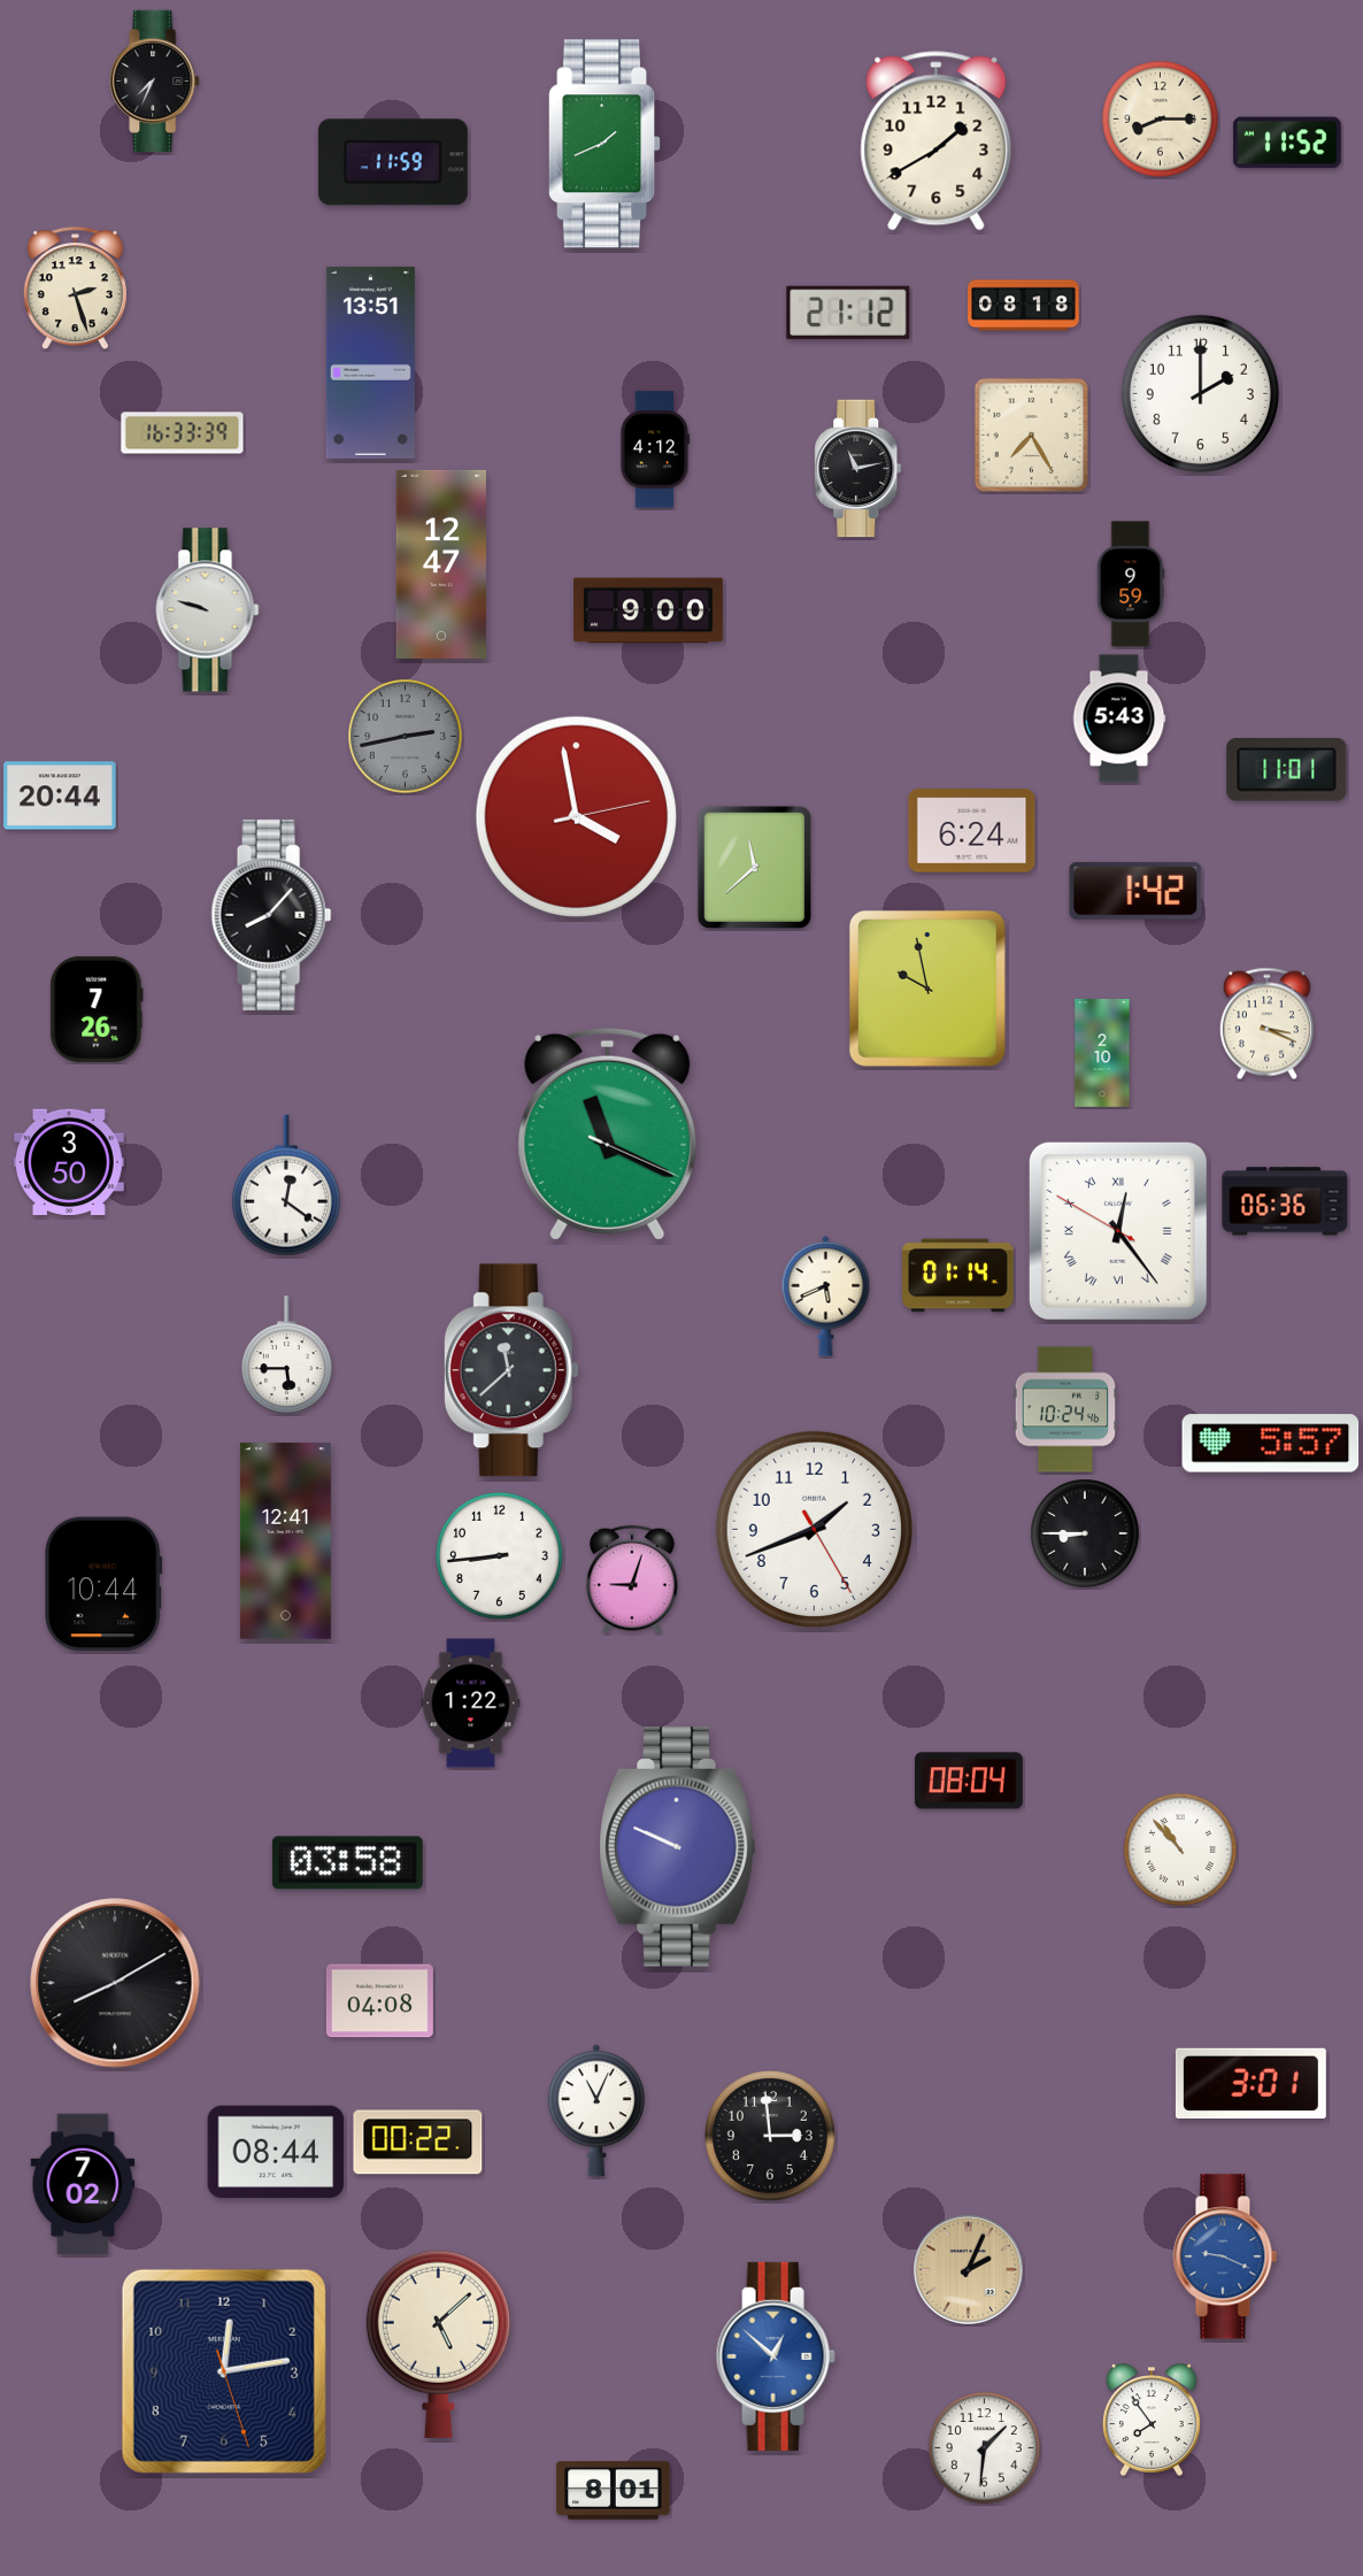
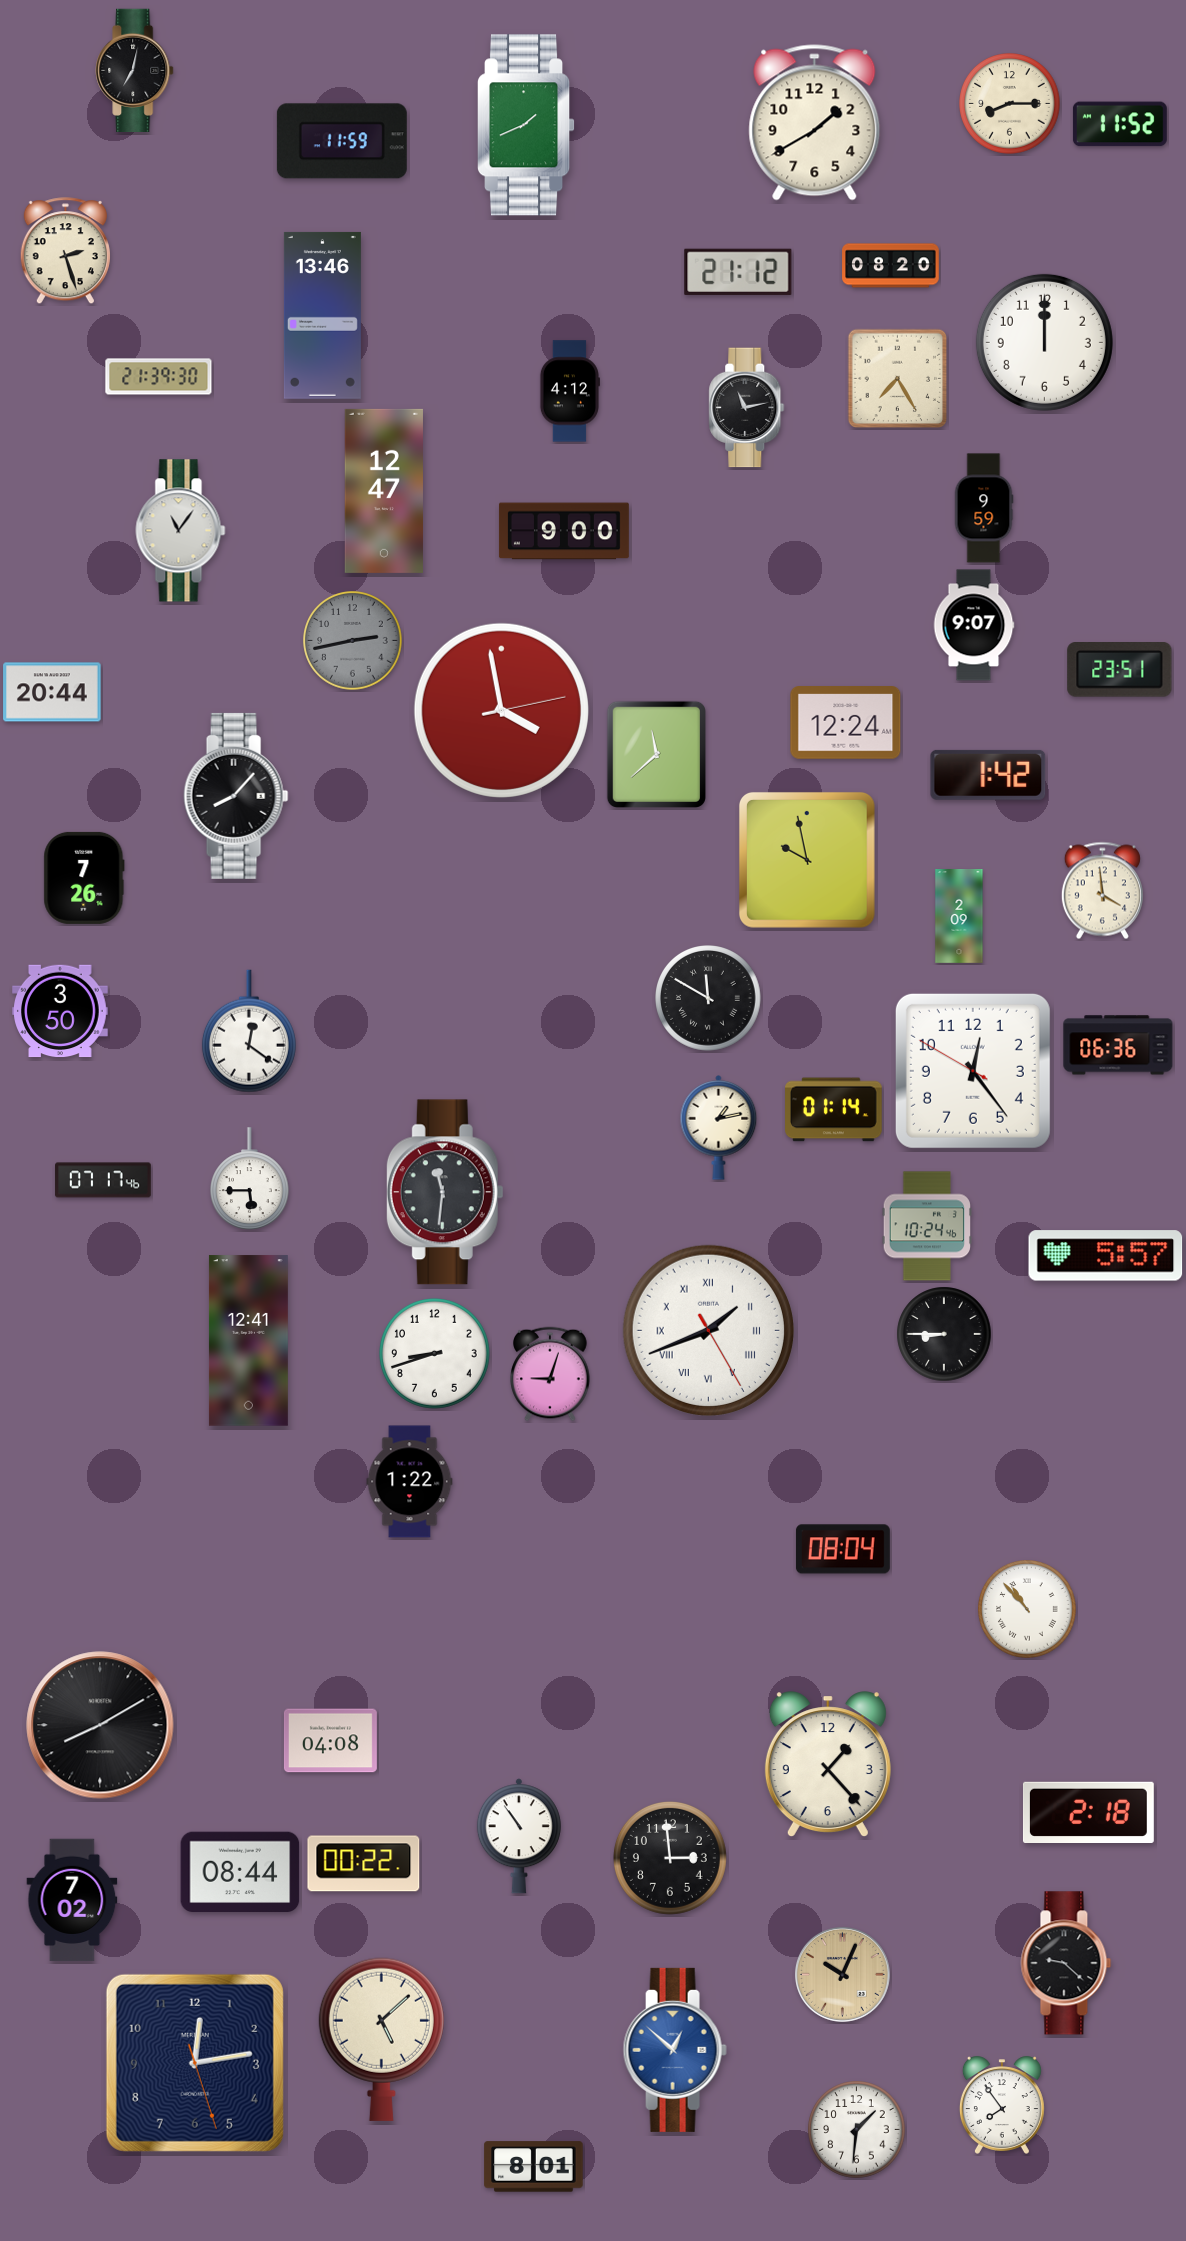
clock at (155, 80): 7:34 -> 7:02
clock at (1024, 306): 08:18 -> 08:20
clock at (370, 362): 13:51 -> 13:46
clock at (1200, 393): 2:00 -> 12:00
clock at (183, 433): 16:33 -> 21:39
clock at (208, 610): 9:48 -> 11:06
clock at (1119, 718): 5:43 -> 9:07
clock at (1287, 770): 11:01 -> 23:51
clock at (972, 831): 6:24 -> 12:24
clock at (1266, 1024): 3:19 -> 3:59
clock at (1102, 1054): 2:10 -> 2:09
clock at (608, 1133): 11:19 -> none
clock at (709, 999): none -> 11:50
clock at (1118, 1231) numerals: Roman -> Arabic
clock at (826, 1297): 5:41 -> 1:13
clock at (103, 1180): none -> 07:17
clock at (511, 1370): 11:38 -> 11:31
clock at (814, 1529) numerals: Arabic -> Roman
clock at (499, 1555): 8:44 -> 8:42
clock at (103, 1584): 10:44 -> none
clock at (678, 1847): 9:49 -> none
clock at (347, 1863): 03:58 -> none
clock at (828, 1765): none -> 1:23
clock at (1250, 2083): 3:01 -> 2:18
clock at (596, 2110): 11:04 -> 10:54
clock at (1225, 2256): 9:19 -> 9:22
clock at (1225, 2256) dial: blue -> black
clock at (968, 2269): 2:04 -> 10:04
